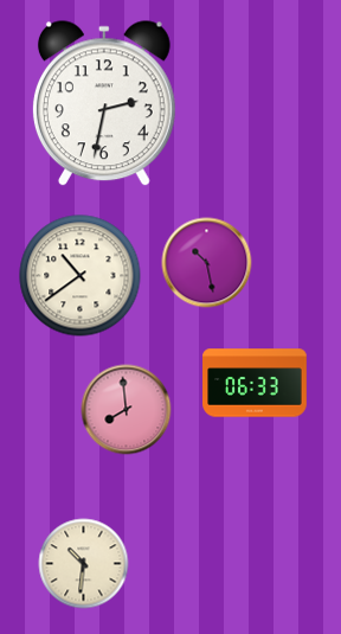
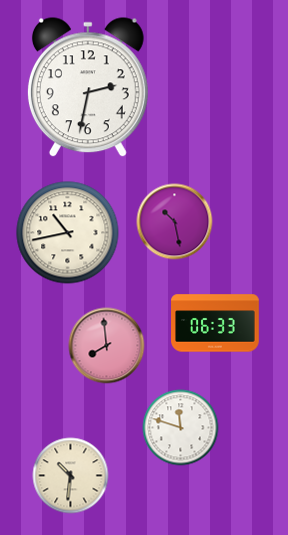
clock at (81, 276): 10:39 -> 10:43
clock at (181, 428): none -> 11:48
